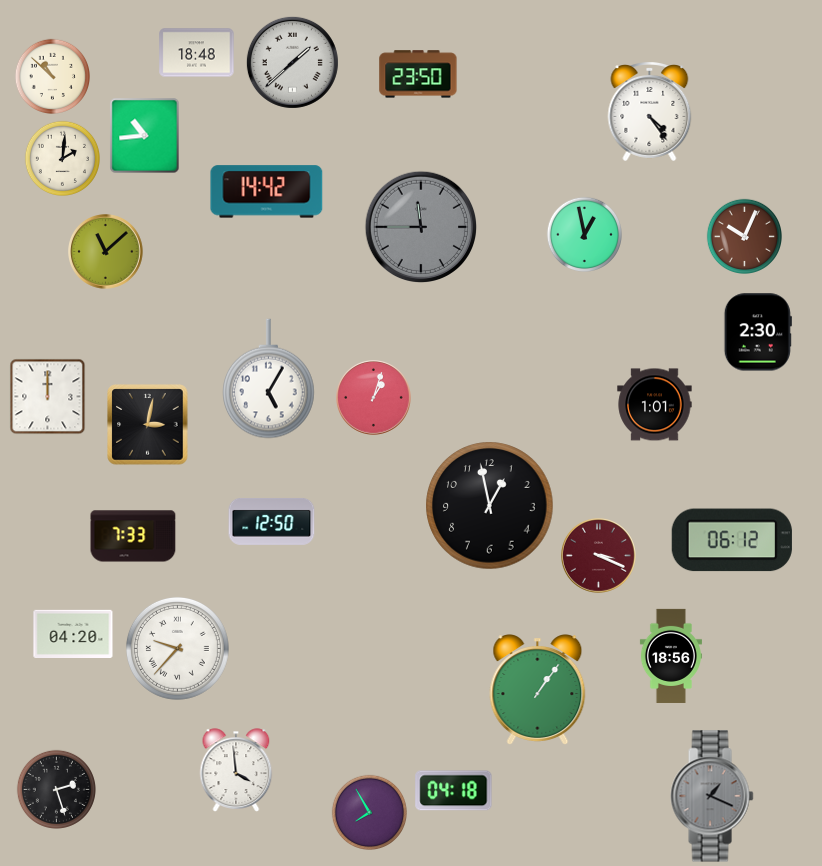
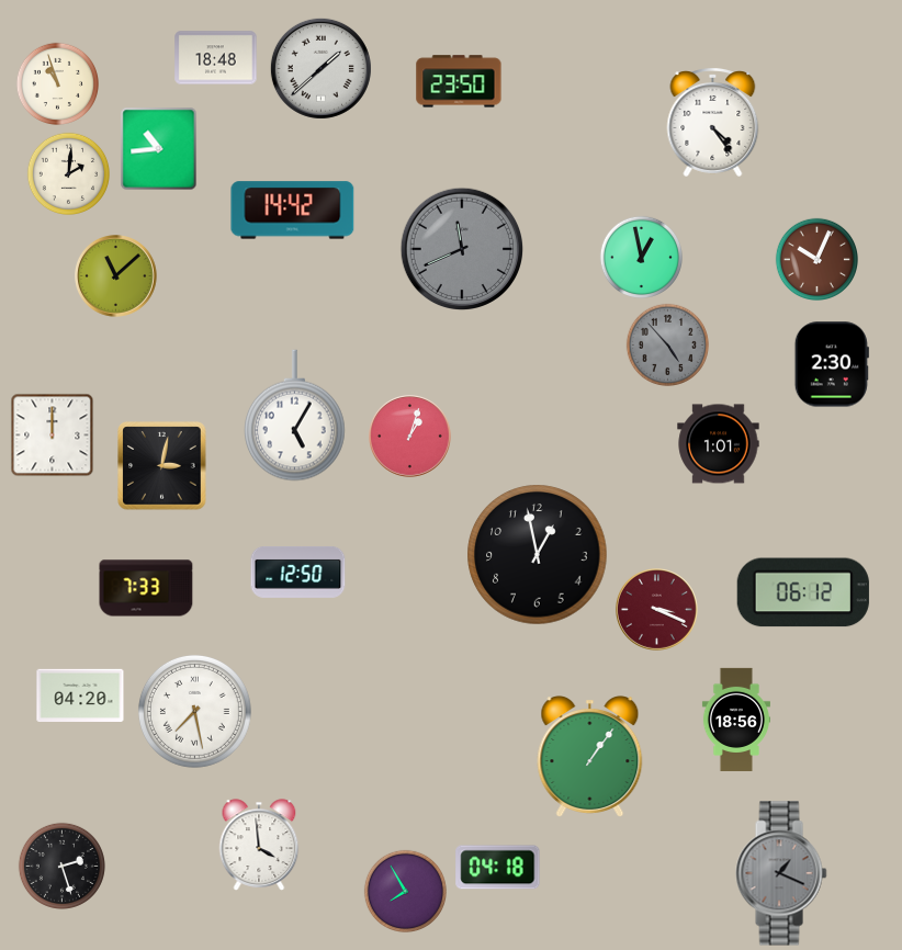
clock at (52, 76): 10:52 -> 10:57
clock at (420, 226): 11:45 -> 11:41
clock at (667, 344): none -> 4:53
clock at (177, 648): 9:37 -> 7:28
